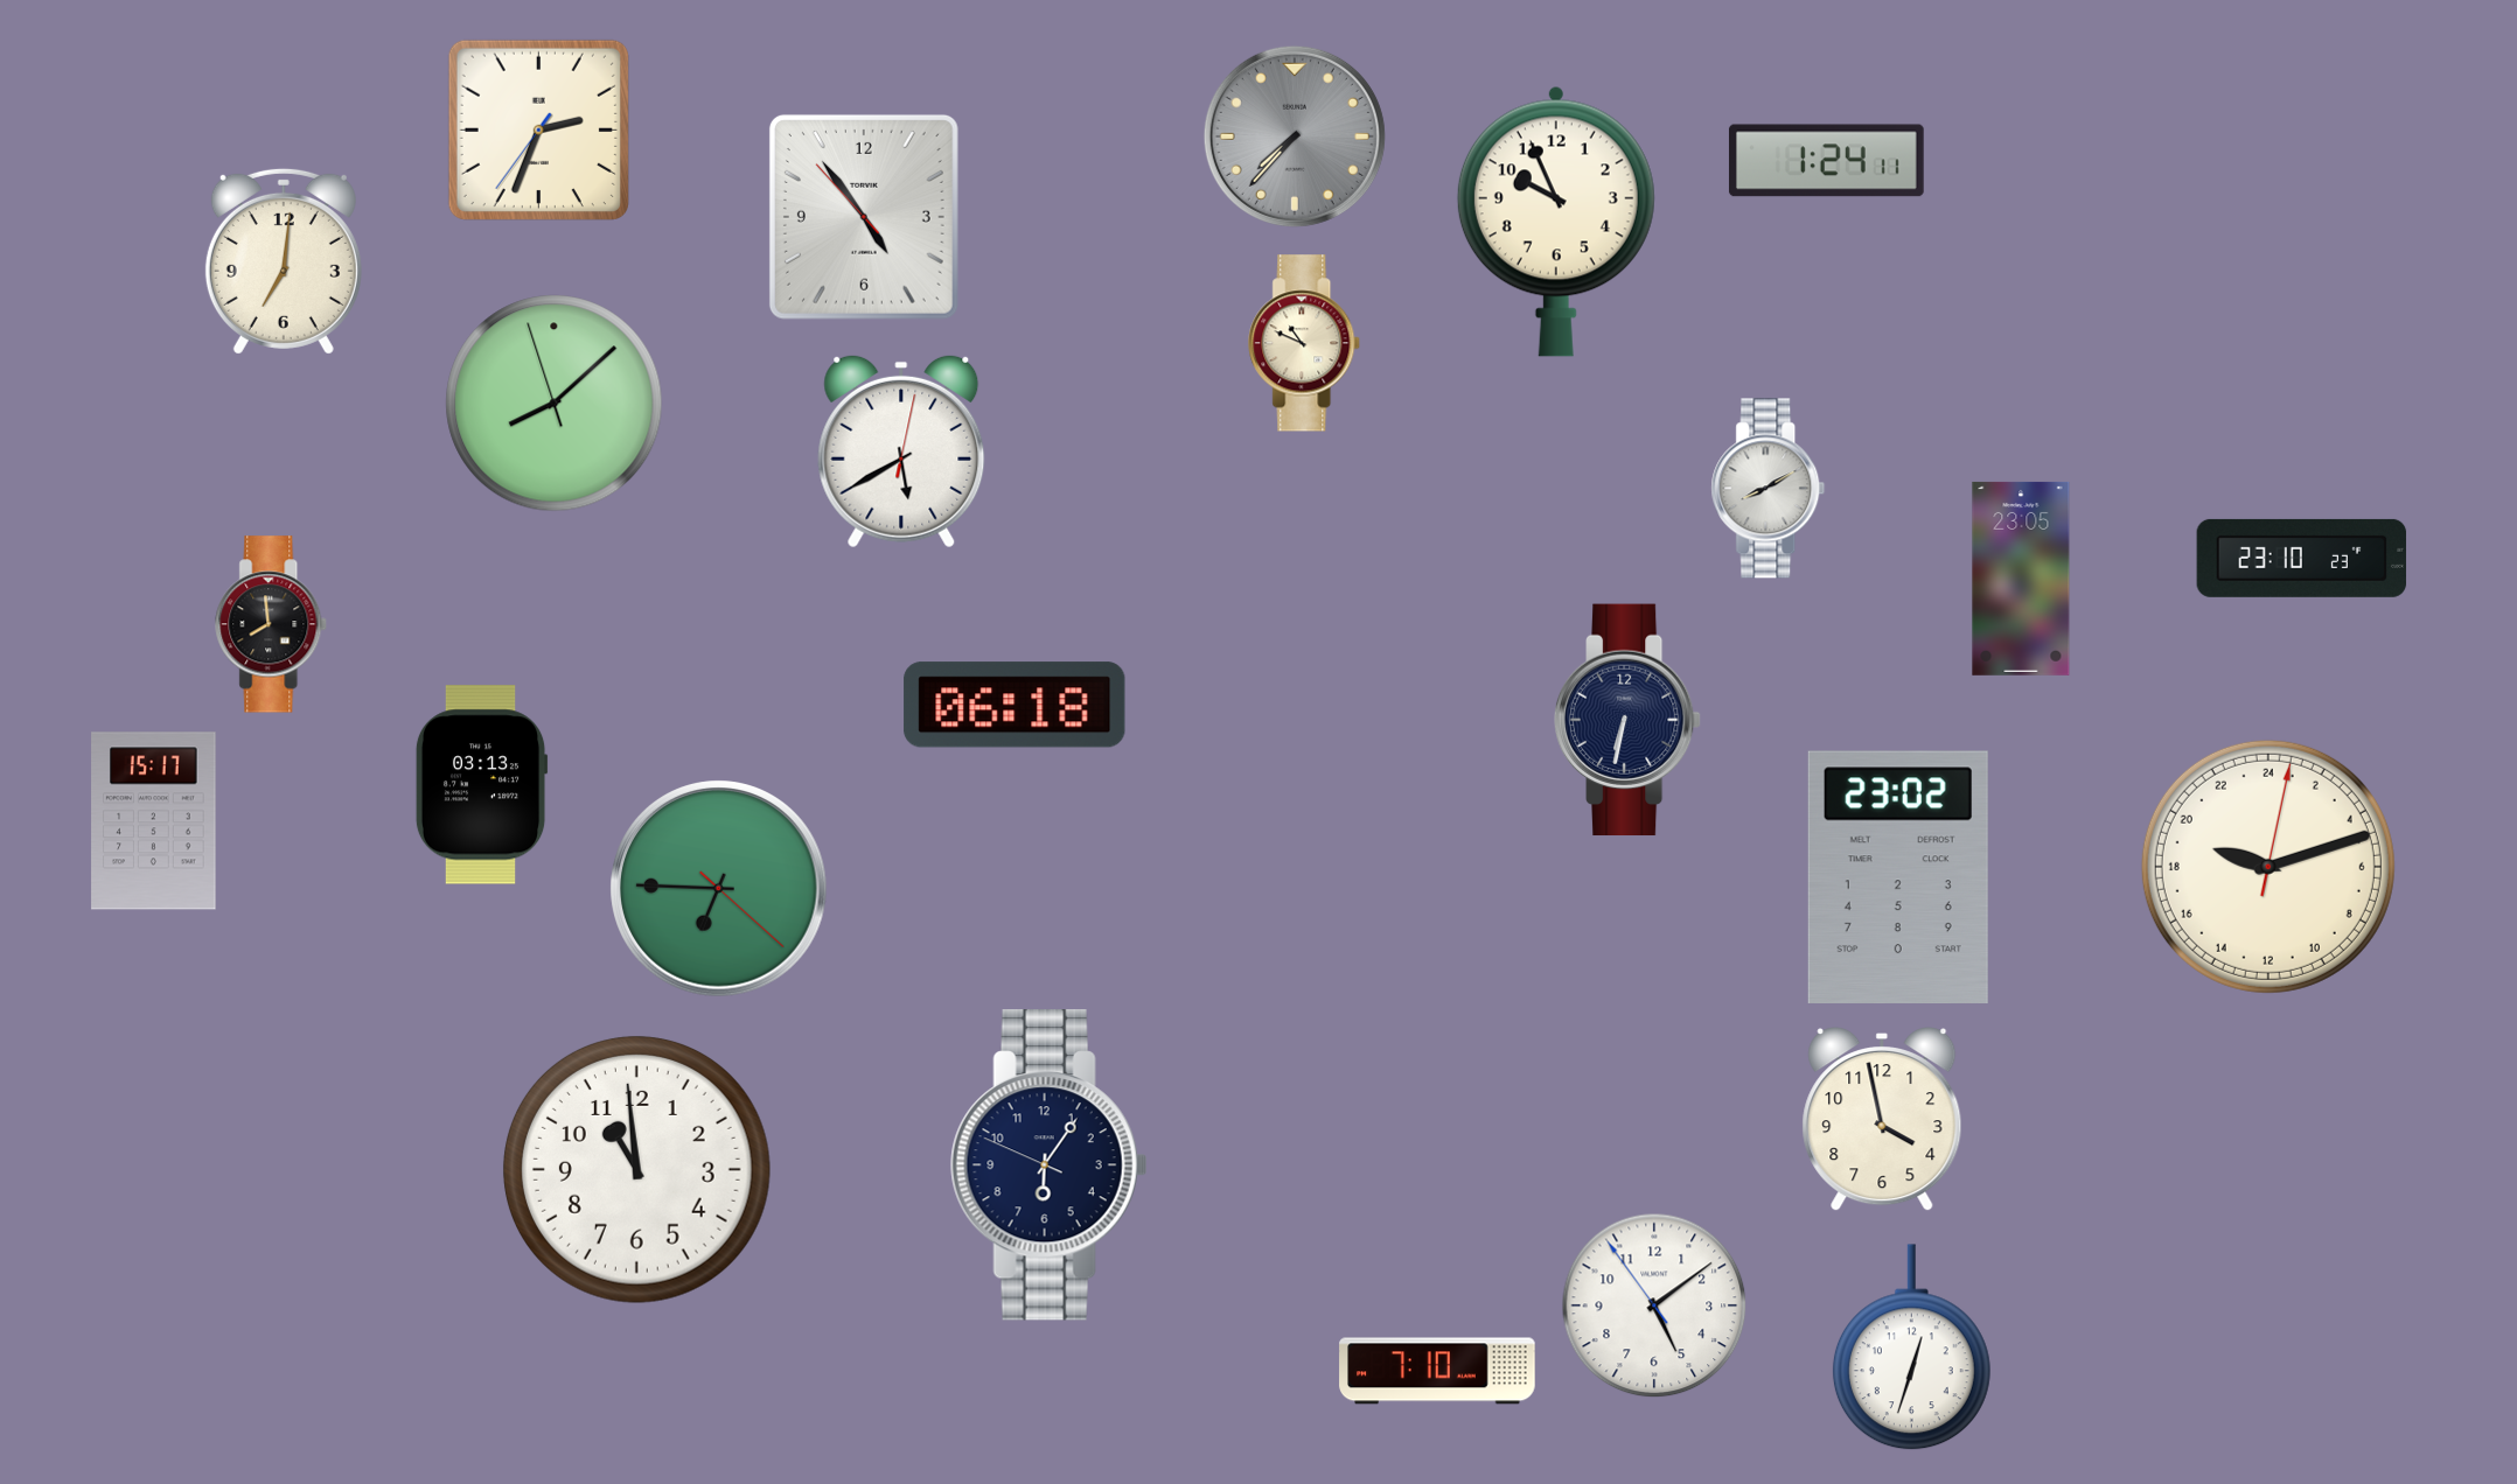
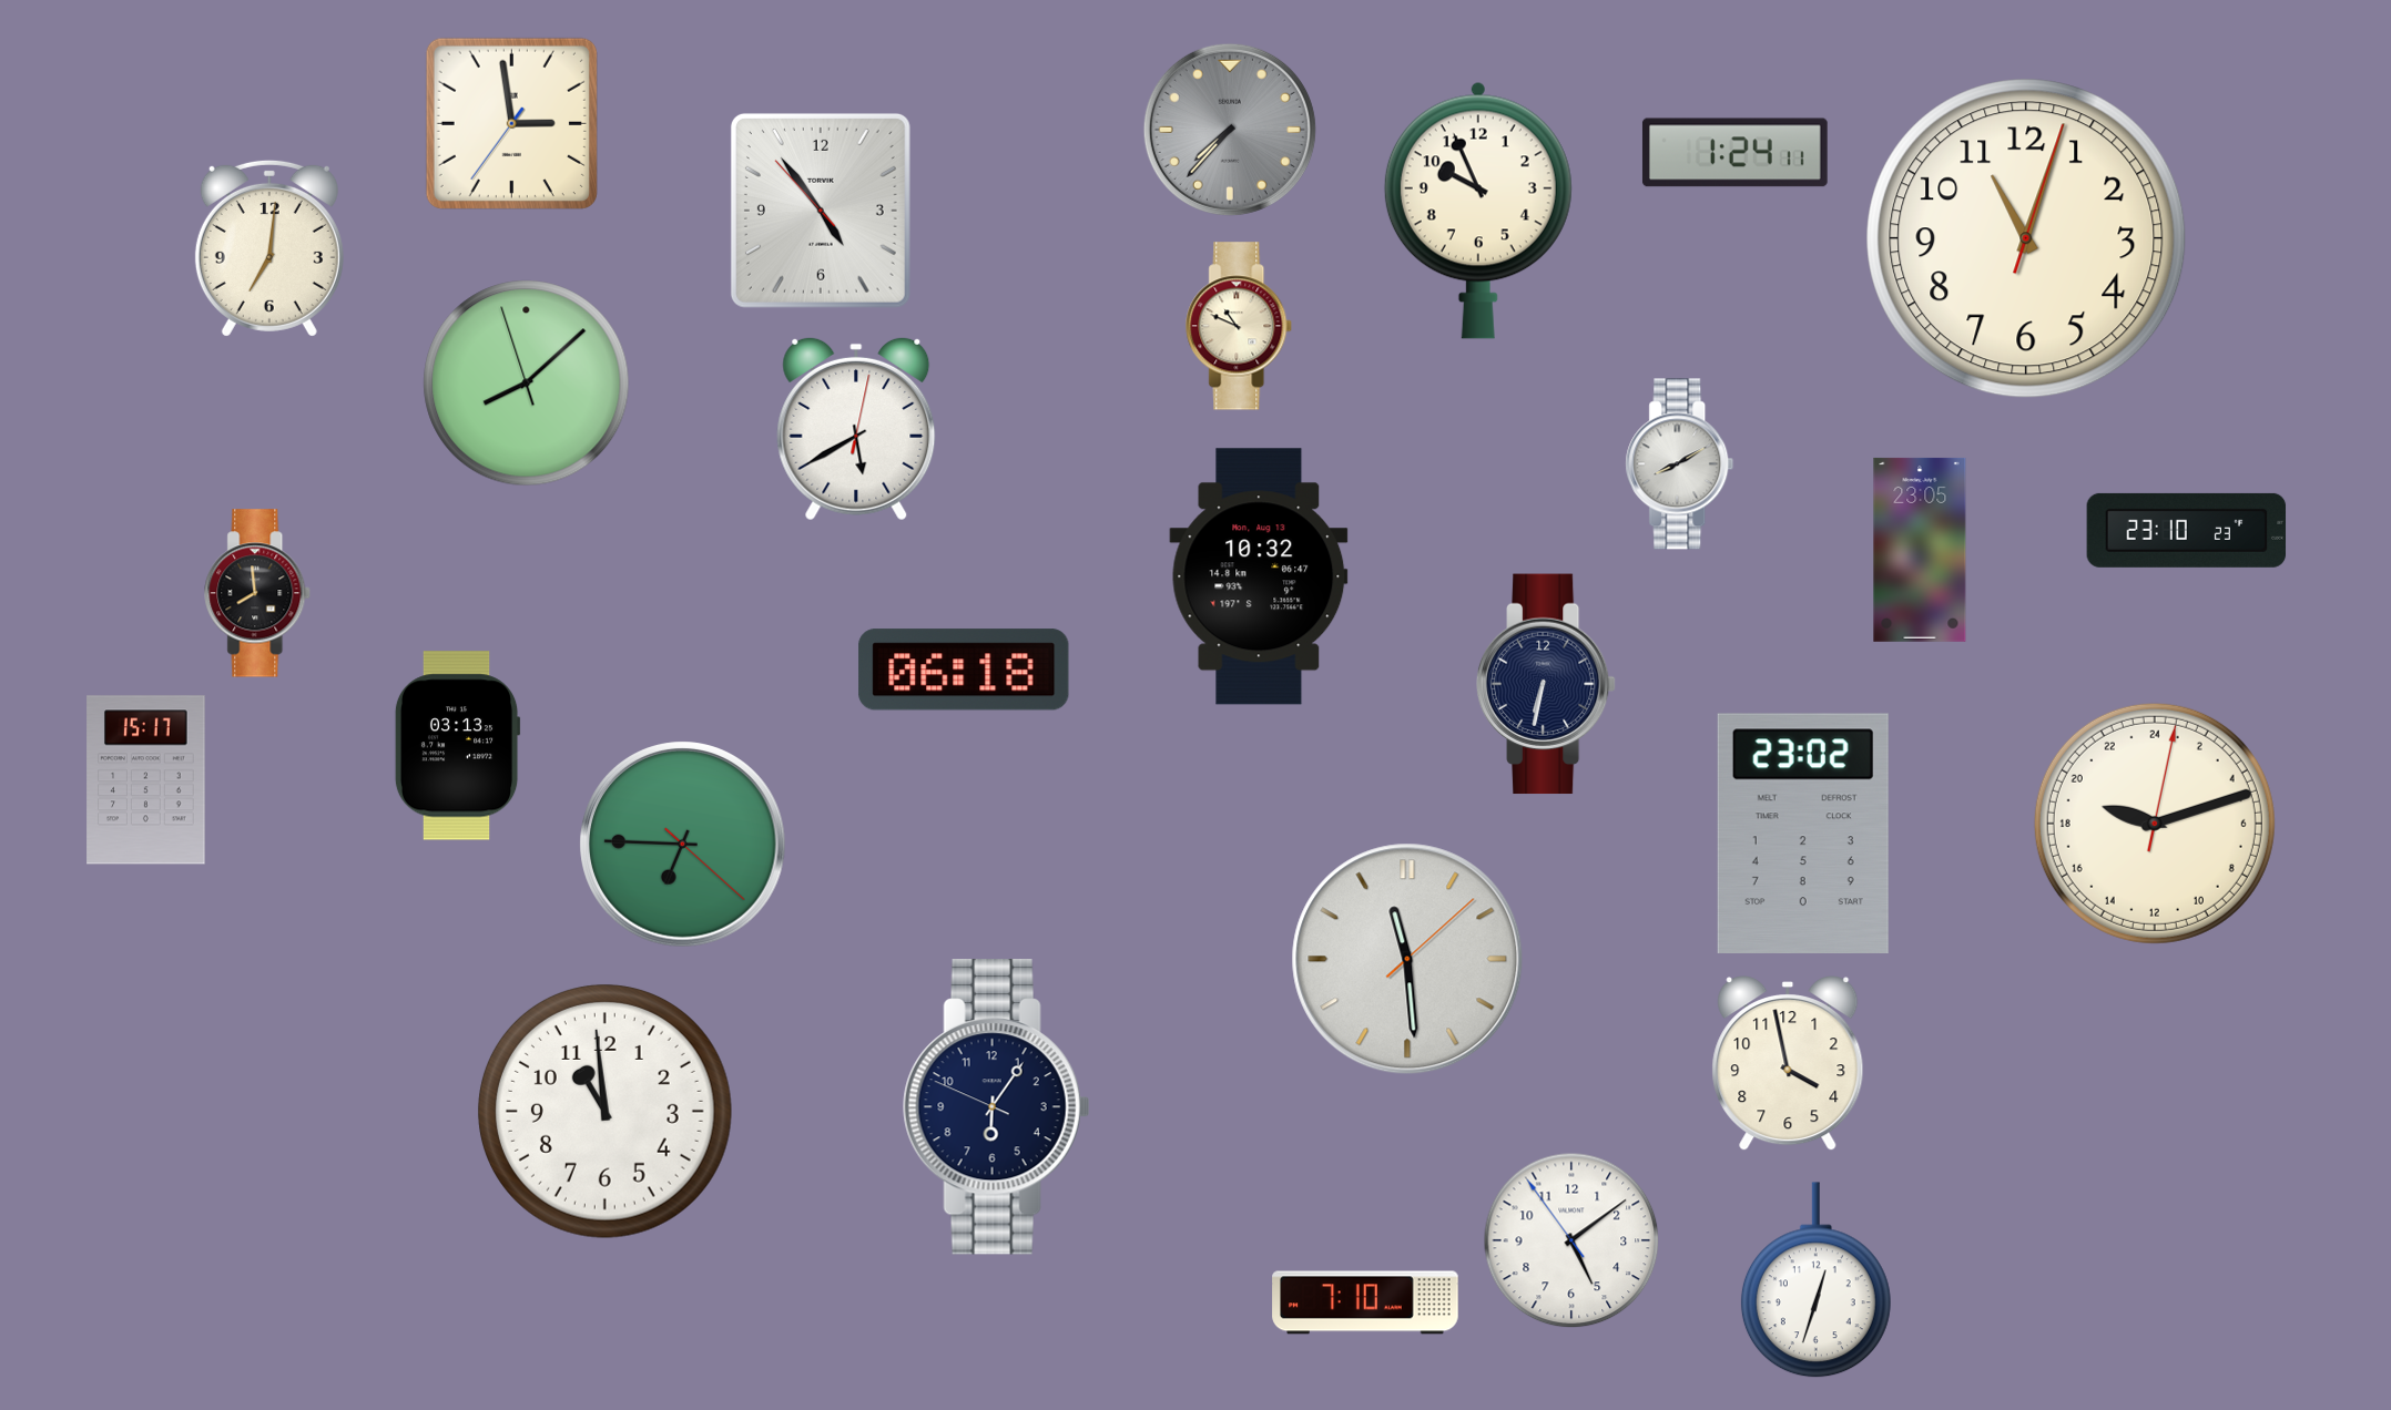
clock at (538, 129): 2:33 -> 2:58
clock at (864, 217) position: (864, 217) -> (821, 211)
clock at (2026, 238): none -> 11:03
clock at (1259, 576): none -> 10:32
clock at (1407, 959): none -> 11:29
